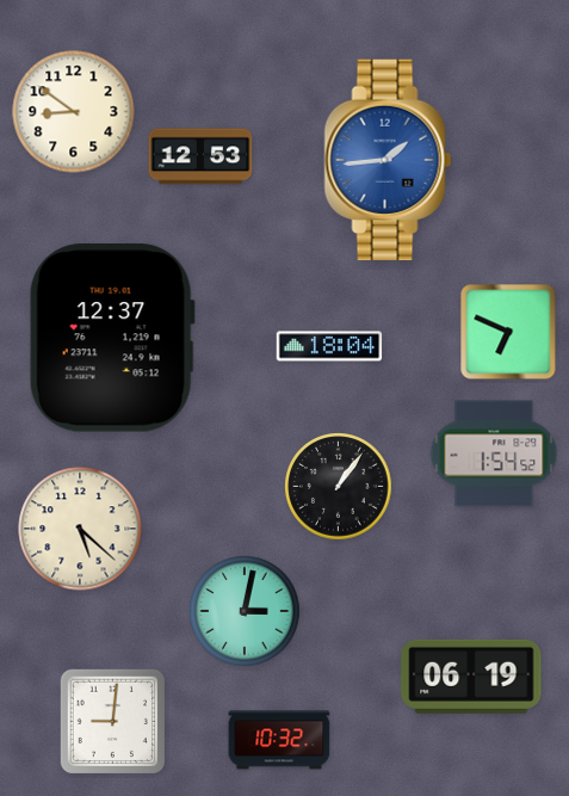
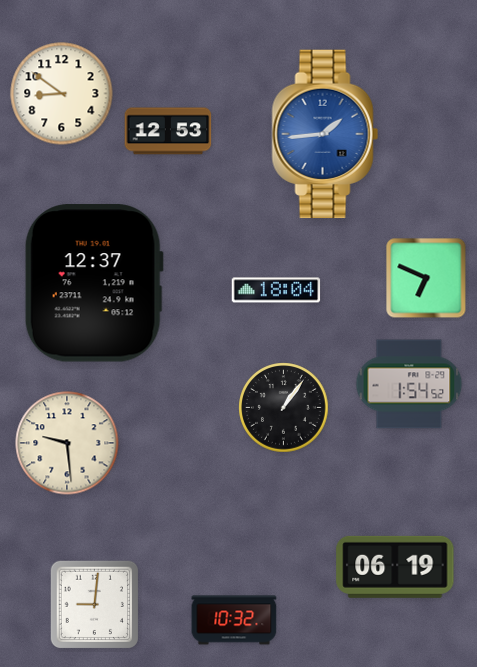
clock at (494, 453) position: (494, 453) -> (409, 384)
clock at (80, 529): 5:22 -> 9:29
clock at (245, 611): 3:02 -> none
